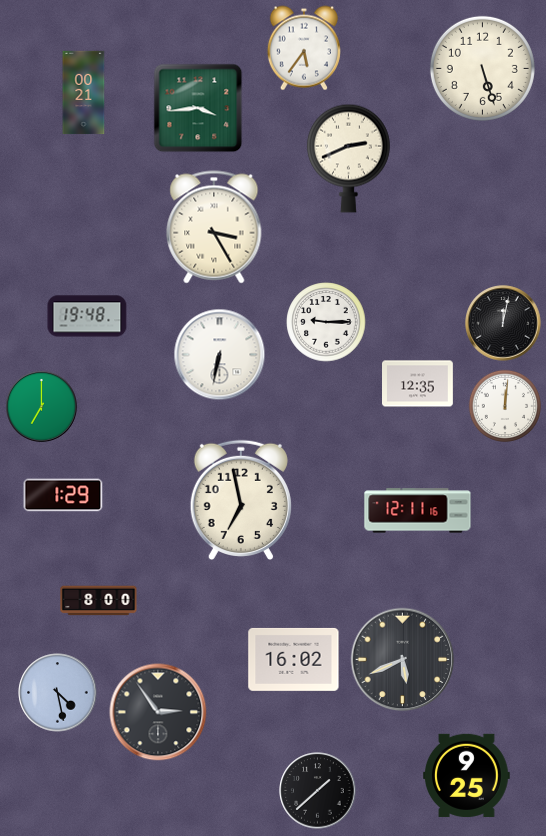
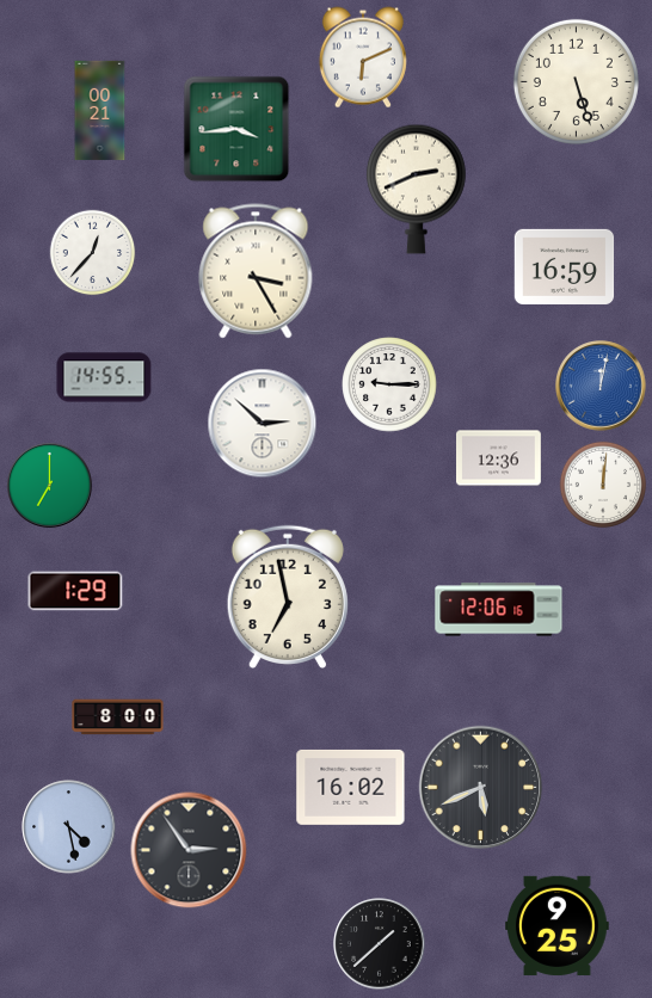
clock at (304, 48): 5:36 -> 6:11
clock at (93, 253): none -> 12:37
clock at (565, 266): none -> 16:59
clock at (87, 316): 19:48 -> 14:55
clock at (503, 323) dial: black -> blue
clock at (220, 355): 6:32 -> 2:52
clock at (418, 384): 12:35 -> 12:36
clock at (418, 511): 12:11 -> 12:06
